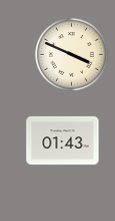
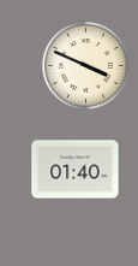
clock at (63, 141): 01:43 -> 01:40
